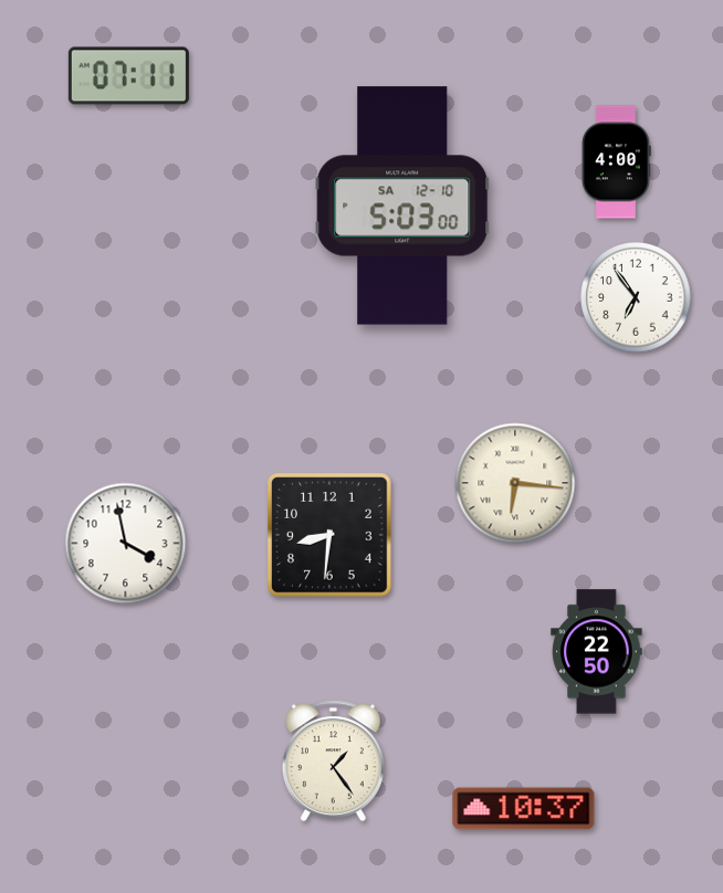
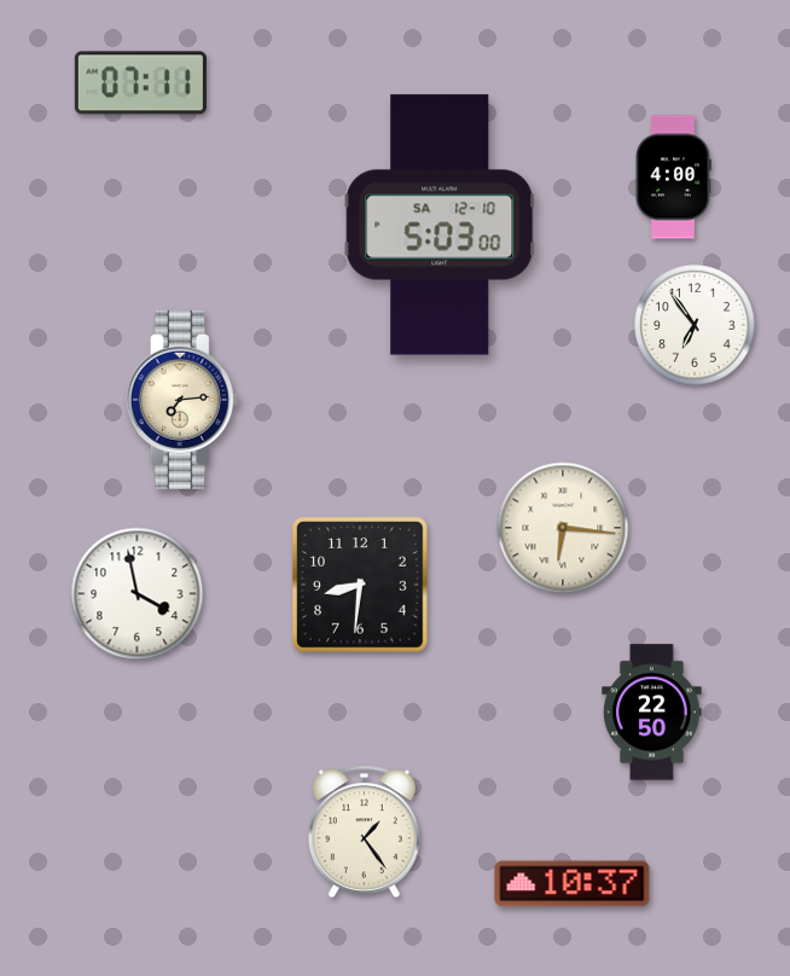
clock at (182, 400): none -> 7:14
